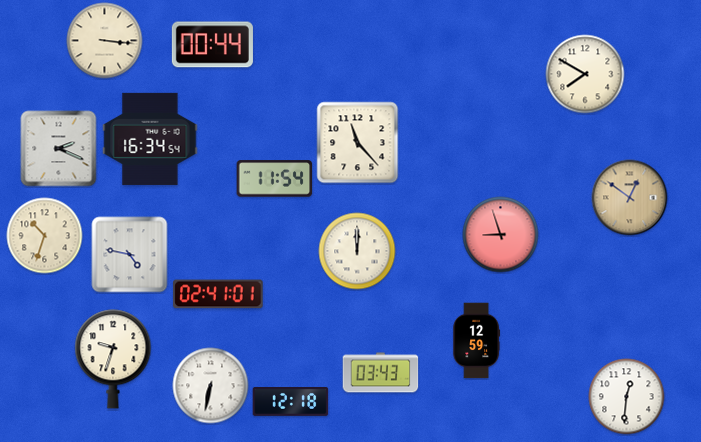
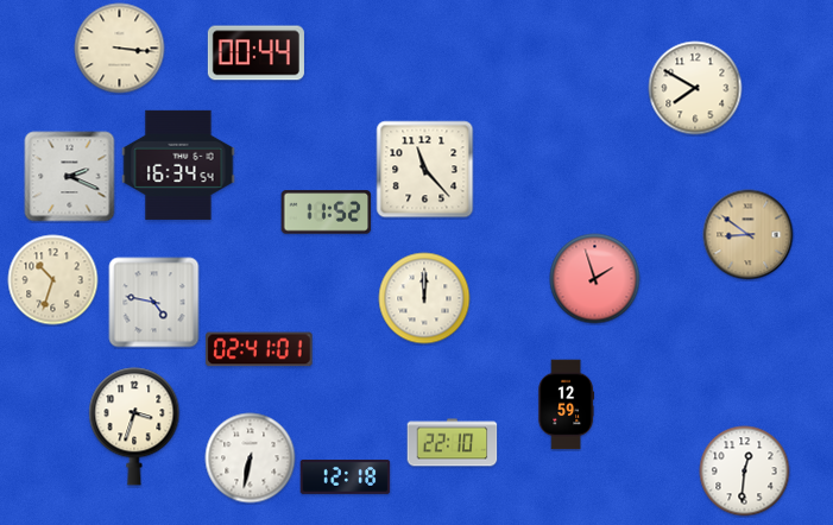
clock at (105, 41) position: (105, 41) -> (120, 49)
clock at (212, 45) position: (212, 45) -> (255, 53)
clock at (275, 179): 11:54 -> 11:52
clock at (630, 198): 12:51 -> 8:51
clock at (501, 235): 8:57 -> 1:57
clock at (113, 359): 9:33 -> 3:33
clock at (381, 373): 03:43 -> 22:10
